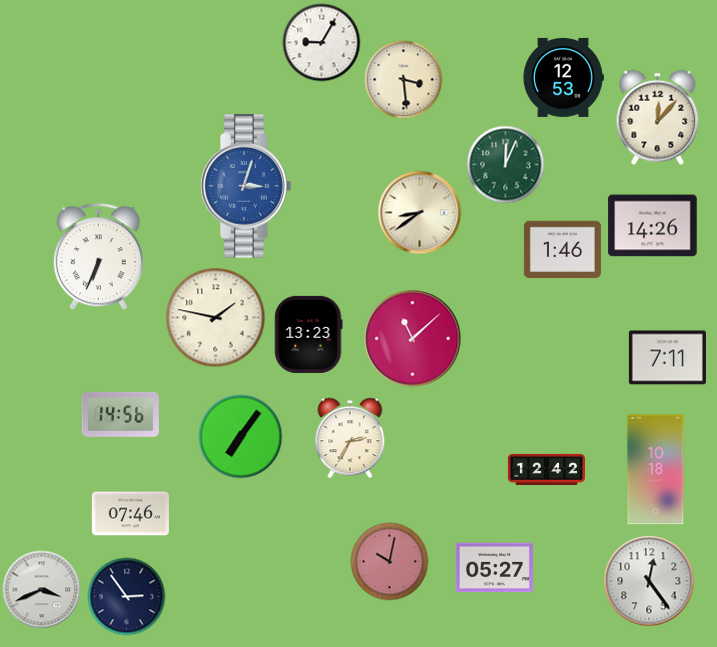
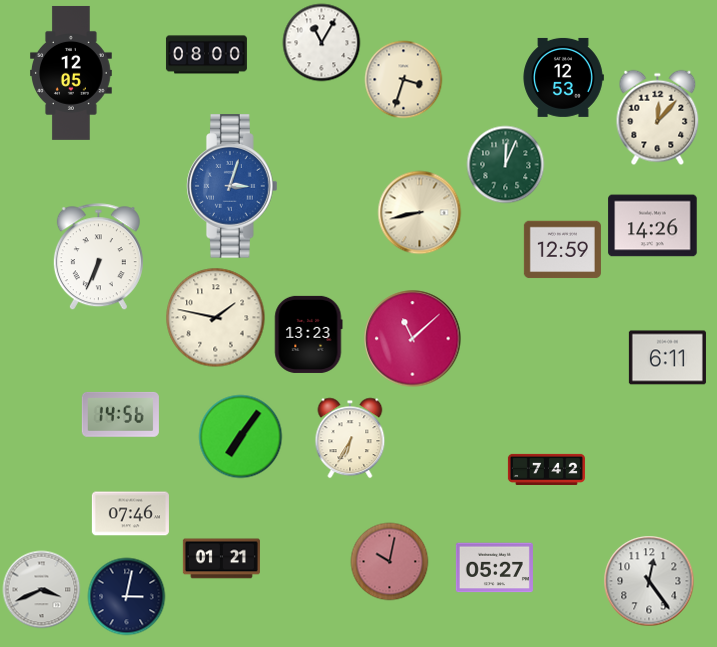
clock at (321, 42): 9:05 -> 11:05
clock at (206, 55): none -> 08:00
clock at (71, 73): none -> 12:05
clock at (403, 79): 3:29 -> 3:33
clock at (246, 186) position: (246, 186) -> (232, 186)
clock at (419, 212): 8:39 -> 8:43
clock at (562, 250): 1:46 -> 12:59
clock at (667, 358): 7:11 -> 6:11
clock at (350, 438): 2:35 -> 6:35
clock at (546, 469): 12:42 -> 7:42
clock at (656, 470): 10:18 -> none
clock at (221, 559): none -> 01:21
clock at (126, 596): 2:54 -> 3:02
